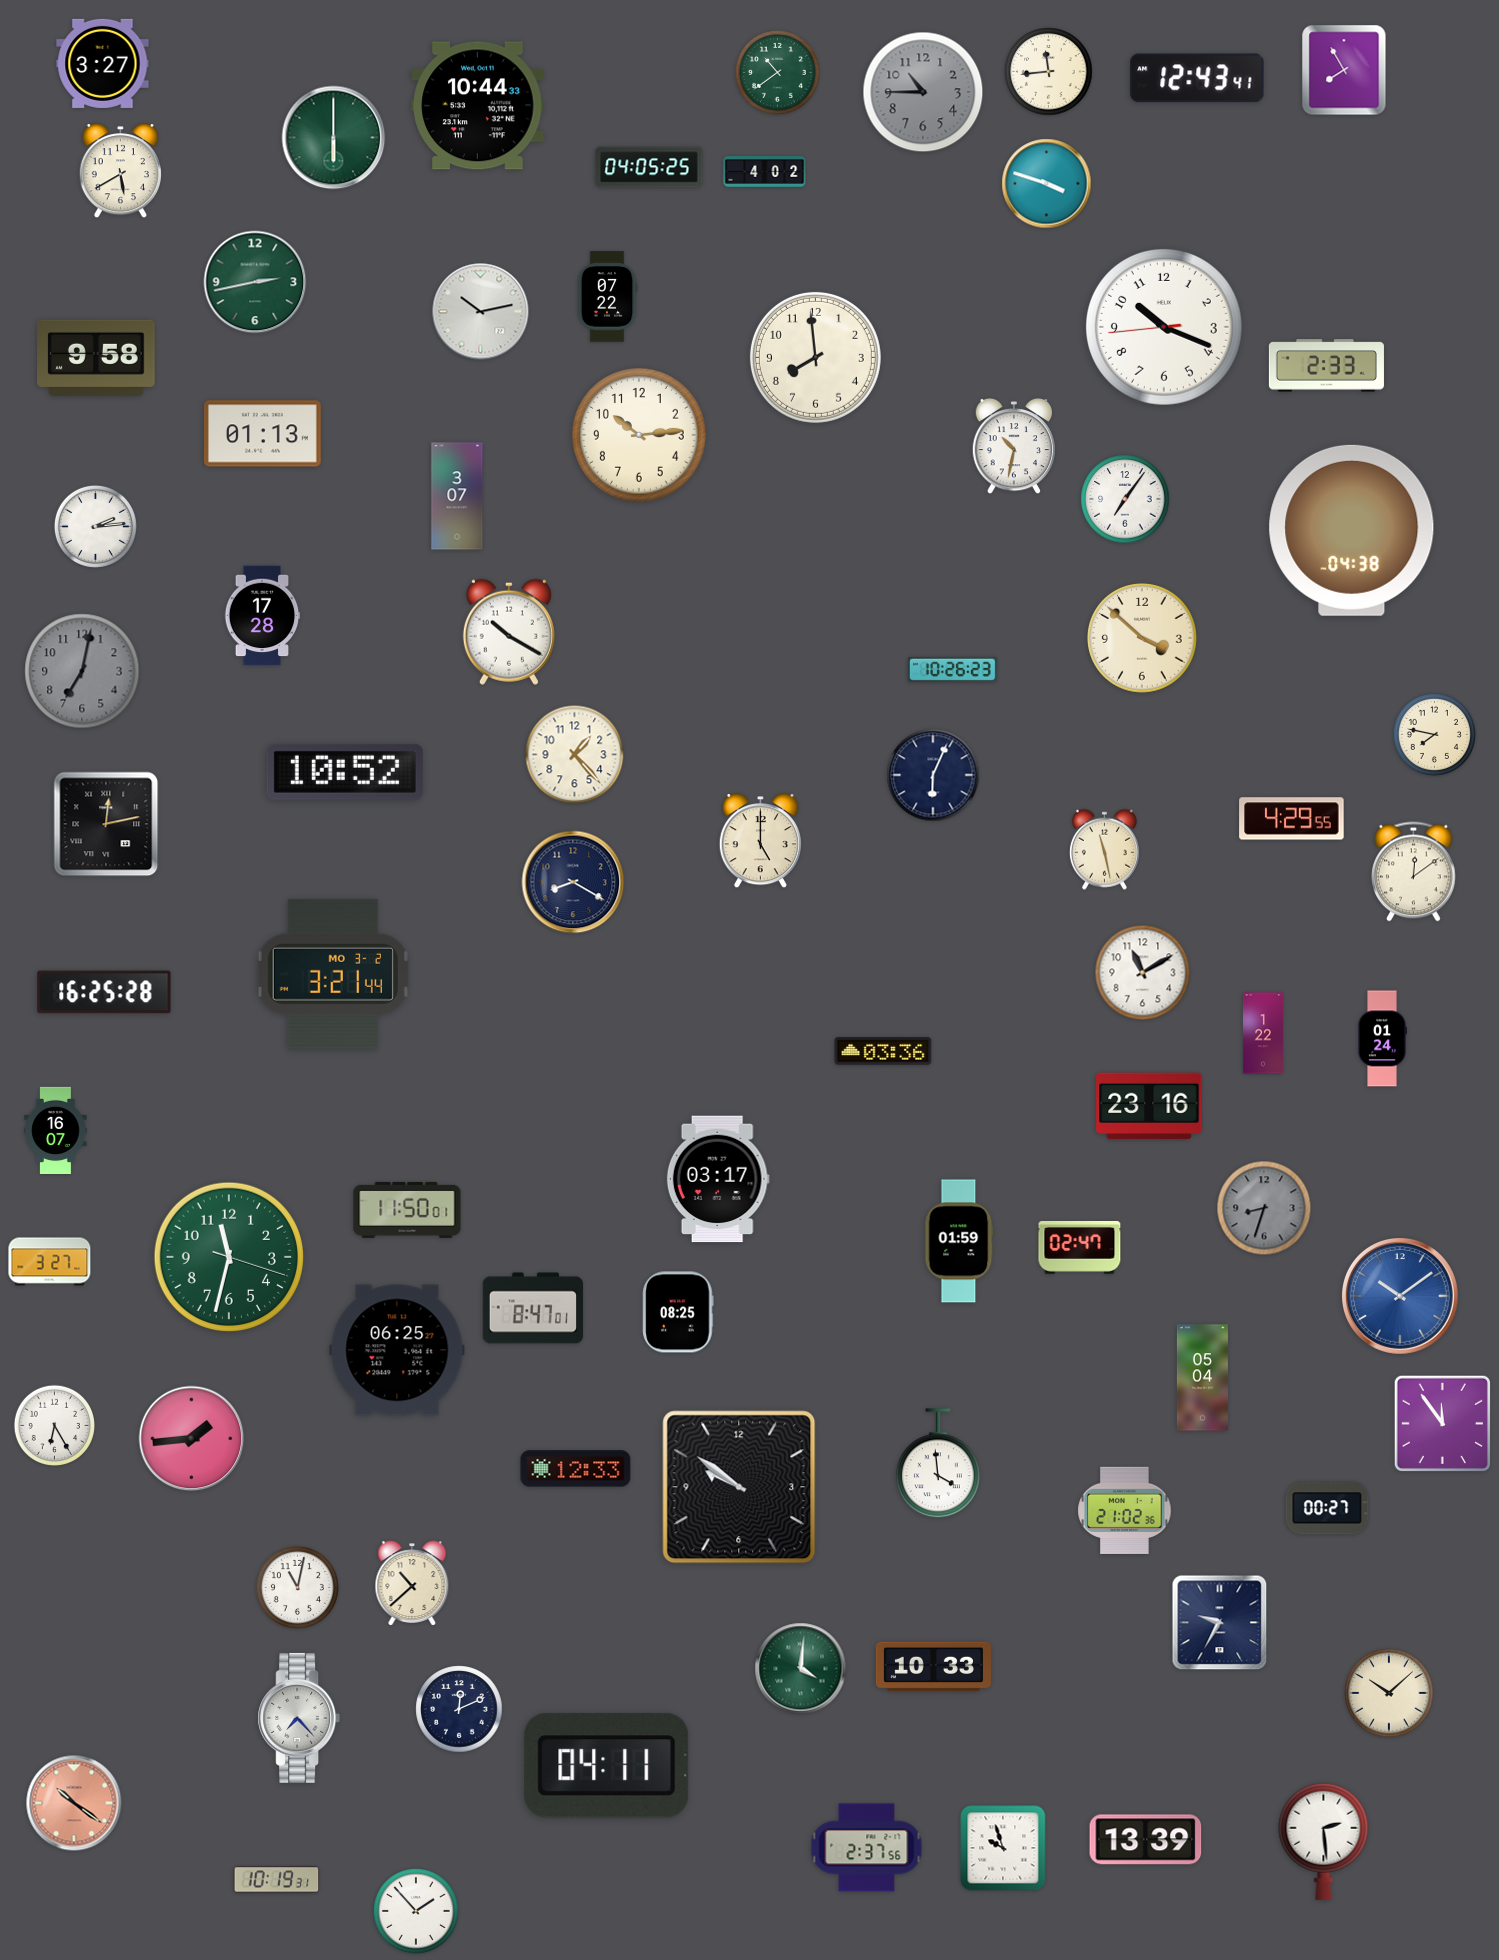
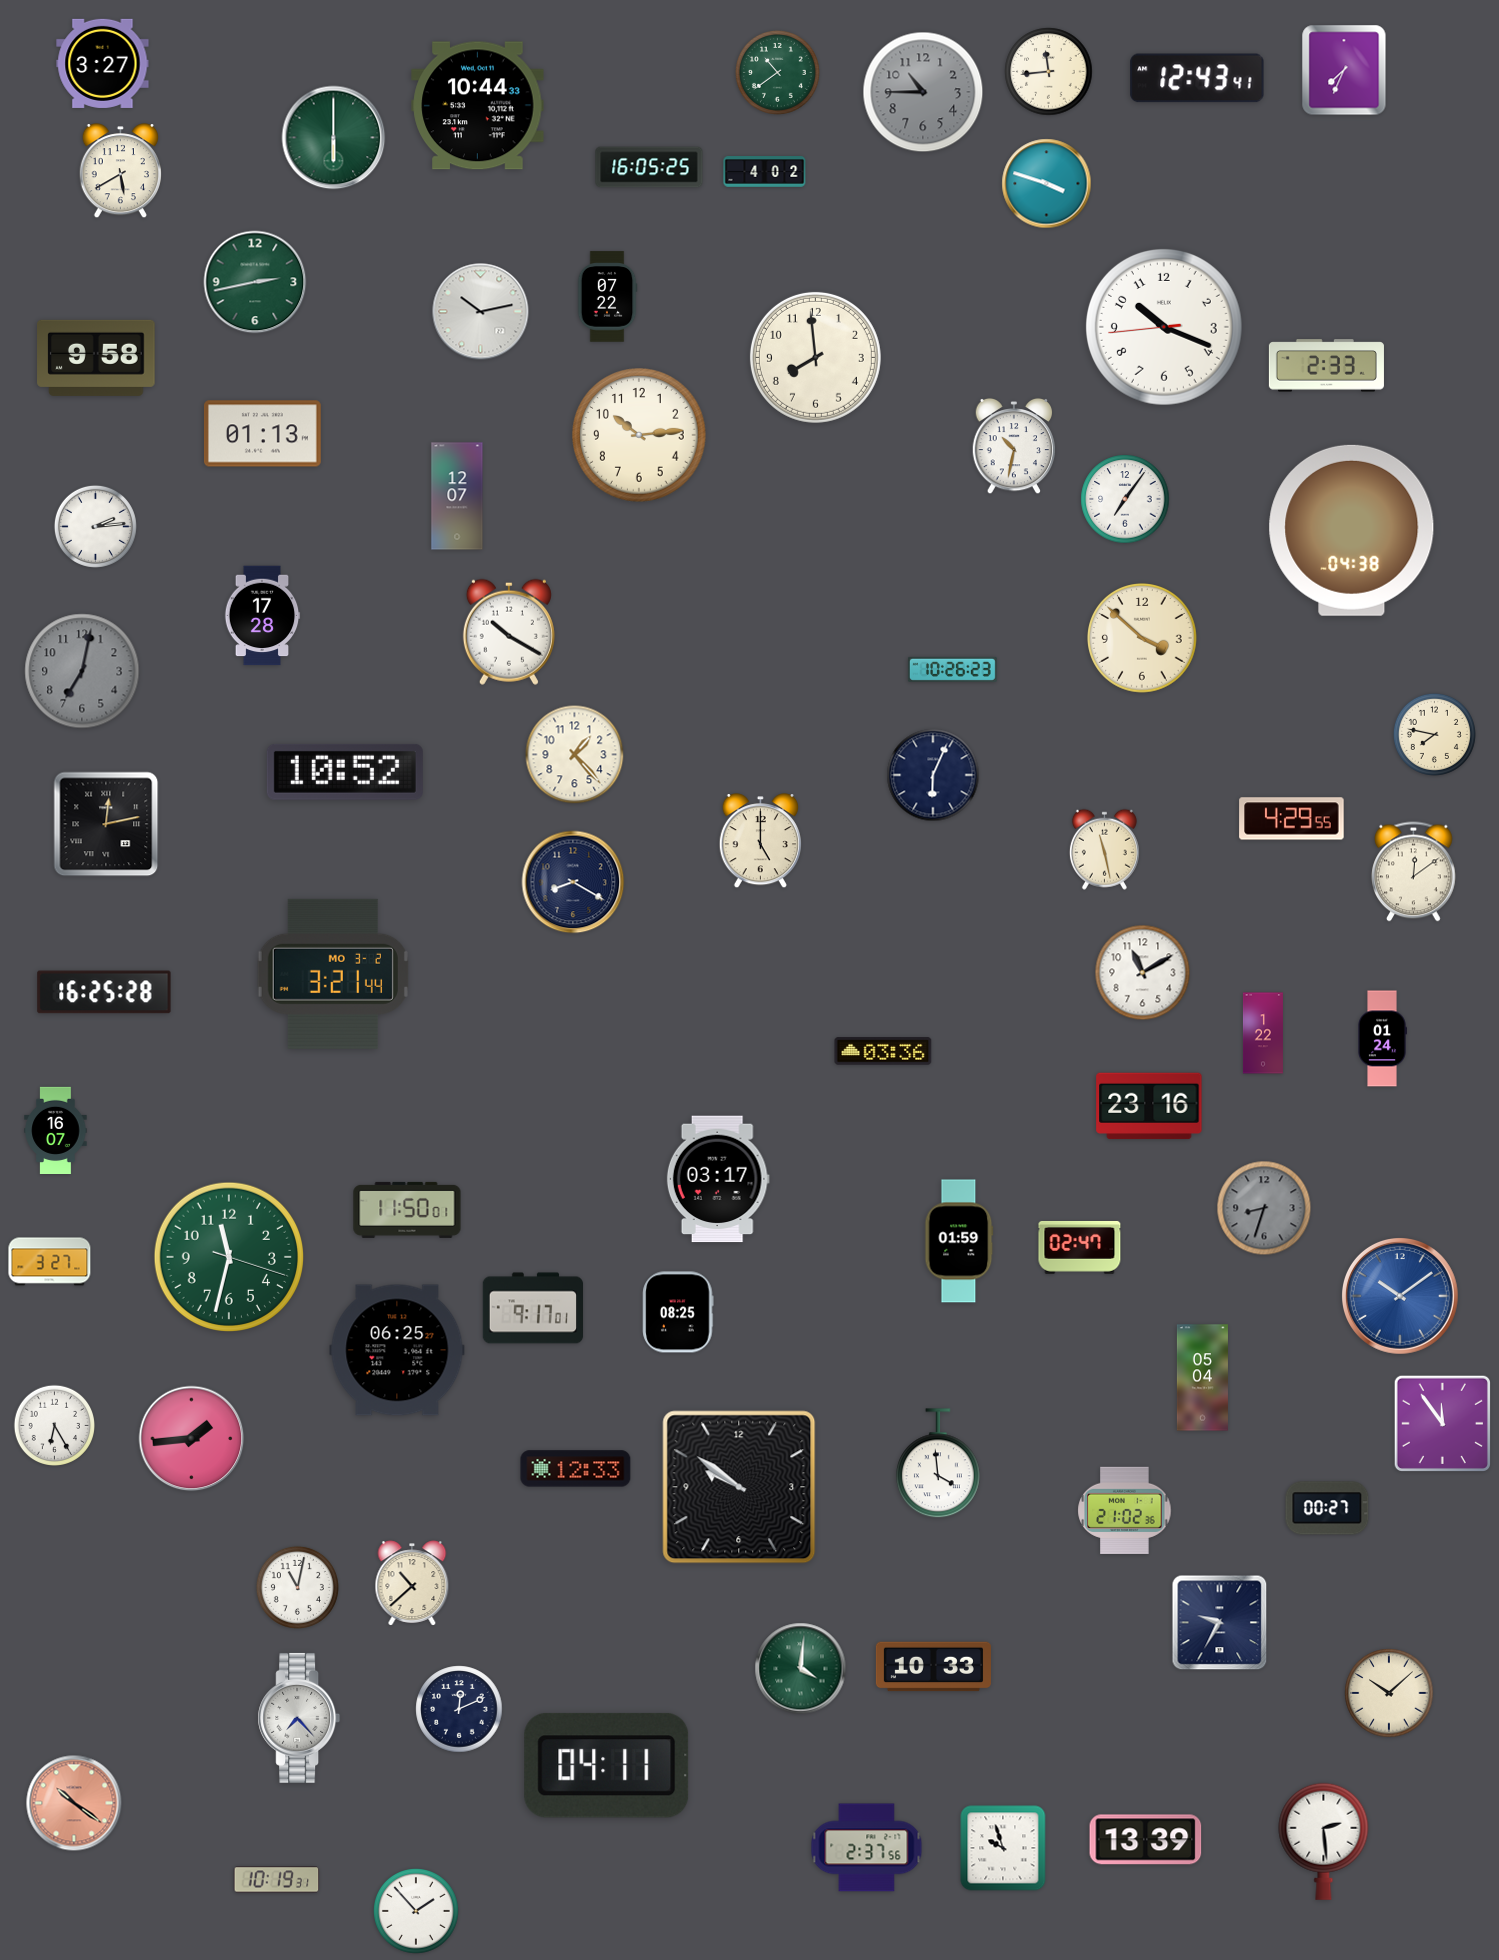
clock at (1344, 70): 7:55 -> 7:34
clock at (649, 167): 04:05 -> 16:05
clock at (457, 496): 3:07 -> 12:07
clock at (533, 1308): 8:47 -> 9:17
